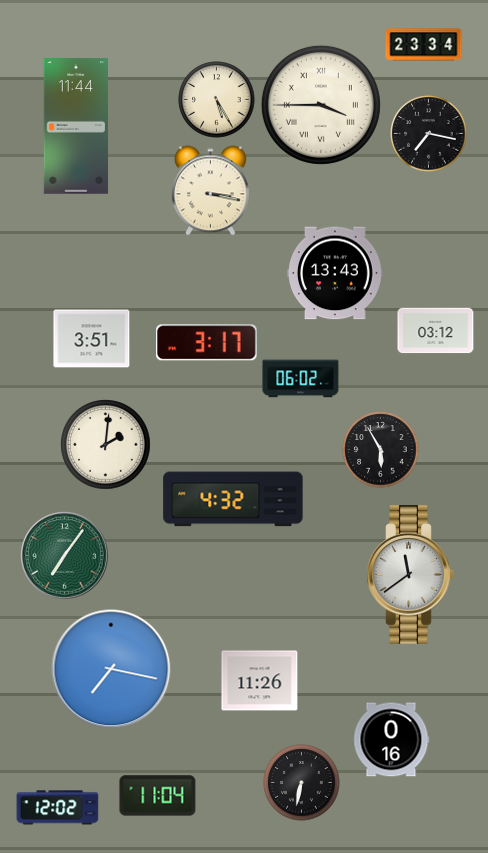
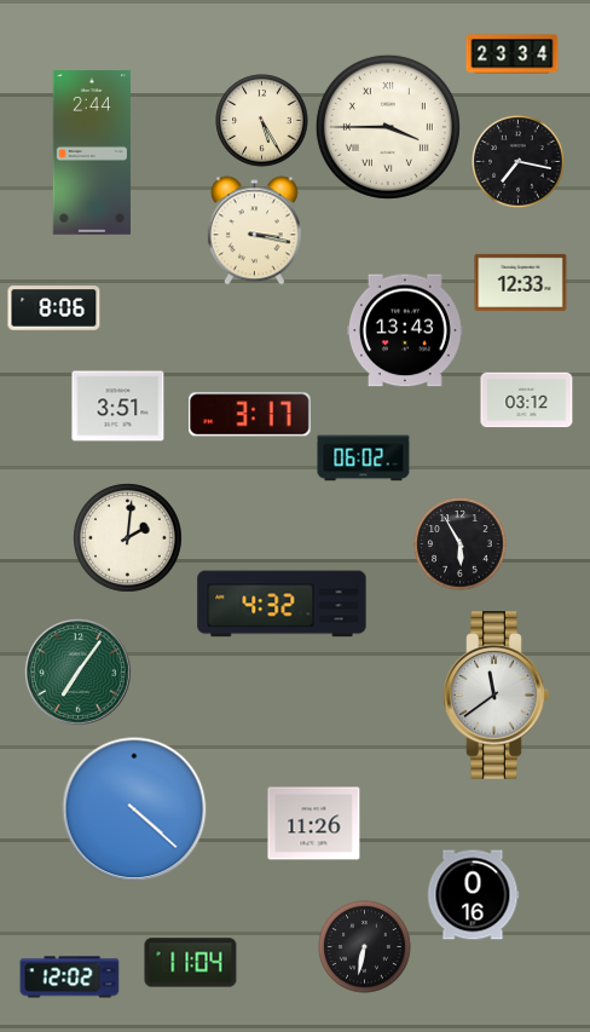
clock at (75, 126): 11:44 -> 2:44
clock at (521, 282): none -> 12:33
clock at (54, 309): none -> 8:06
clock at (92, 339) position: (92, 339) -> (118, 407)
clock at (111, 669): 7:17 -> 4:22
